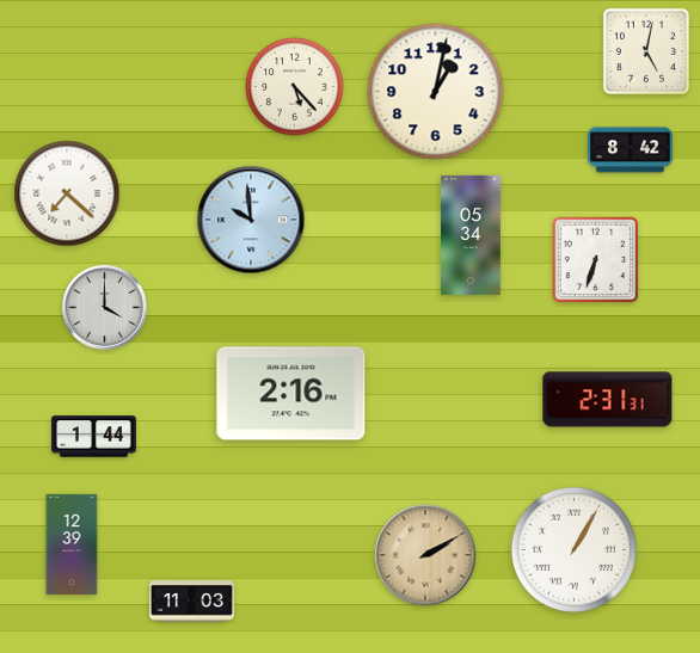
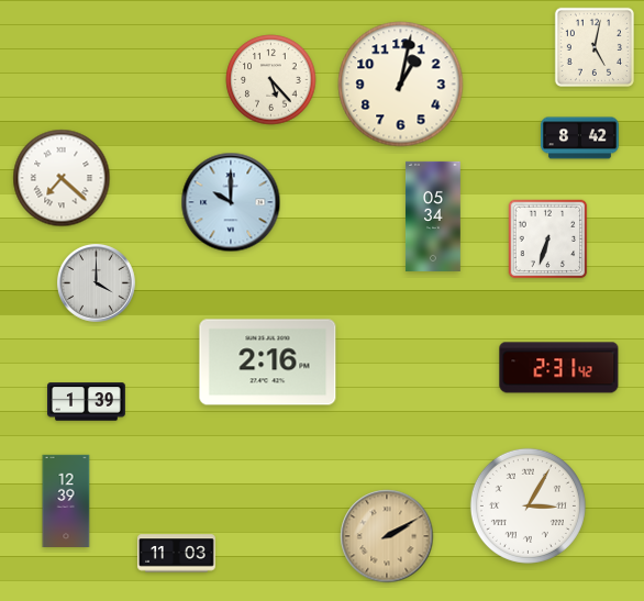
clock at (251, 220): 9:59 -> 10:00
clock at (608, 400): 2:31:31 -> 2:31:42
clock at (94, 437): 1:44 -> 1:39
clock at (573, 549): 1:05 -> 3:05
clock at (425, 555) position: (425, 555) -> (387, 536)
